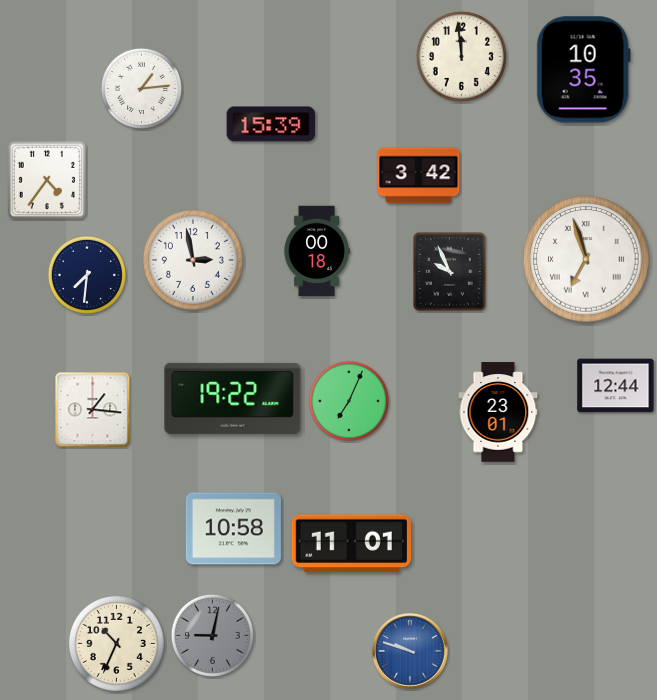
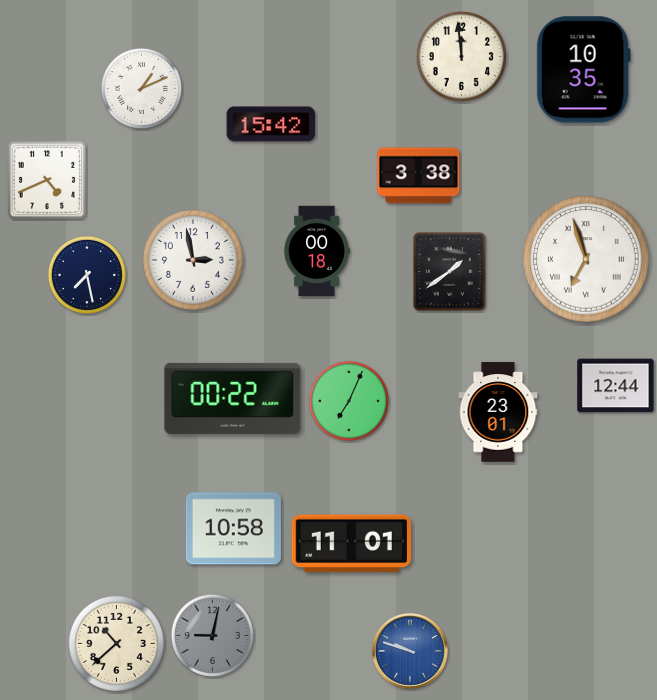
clock at (141, 88): 1:14 -> 1:11
clock at (271, 124): 15:39 -> 15:42
clock at (419, 176): 3:42 -> 3:38
clock at (47, 180): 4:36 -> 4:41
clock at (450, 272): 9:56 -> 1:39
clock at (86, 274): 7:31 -> 7:28
clock at (233, 398): 19:22 -> 00:22
clock at (93, 410): 1:16 -> none
clock at (116, 643): 10:34 -> 10:38
